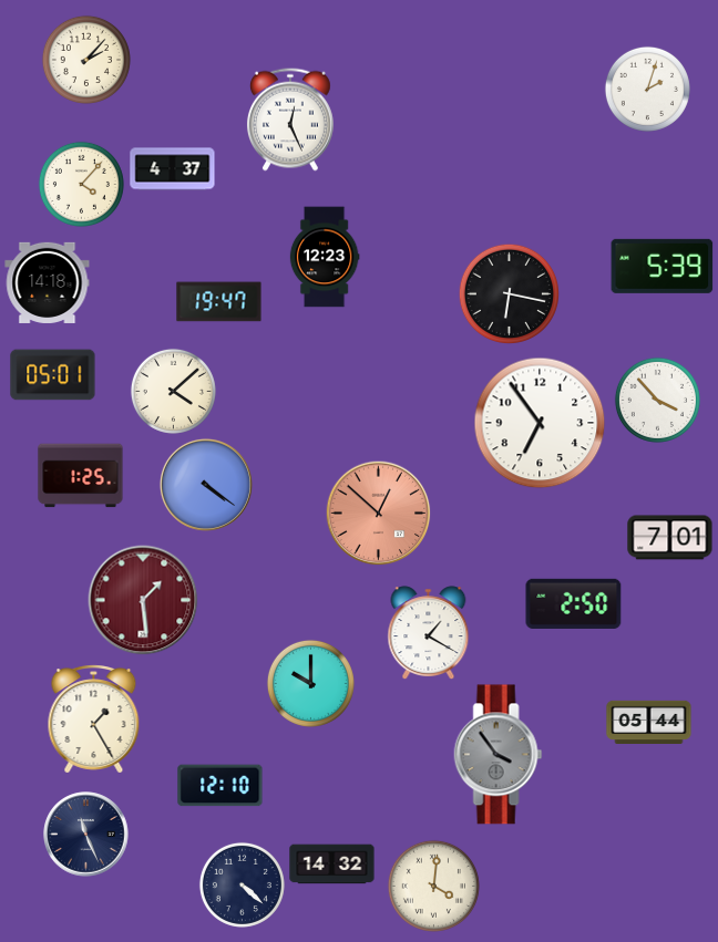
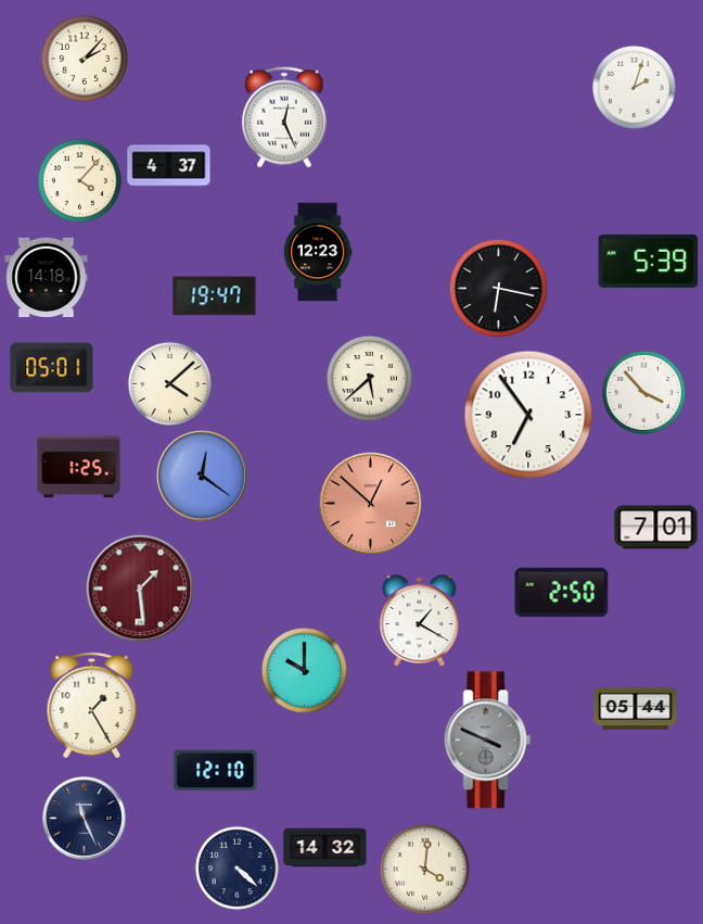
clock at (369, 378): none -> 5:38
clock at (206, 485): 4:21 -> 12:21
clock at (499, 755): 3:54 -> 3:49
